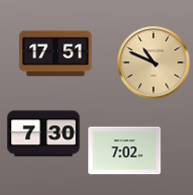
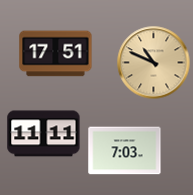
clock at (44, 134): 7:30 -> 11:11
clock at (125, 151): 7:02 -> 7:03
